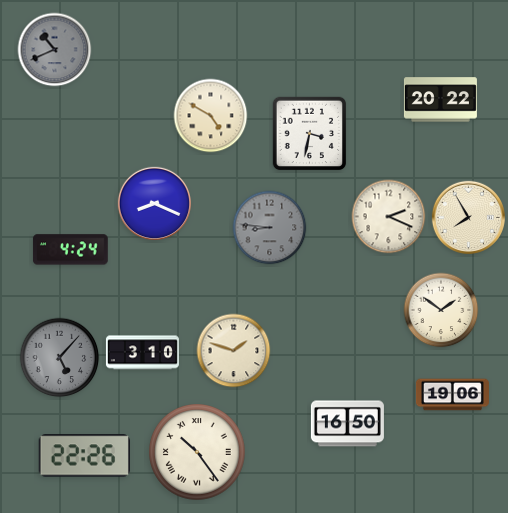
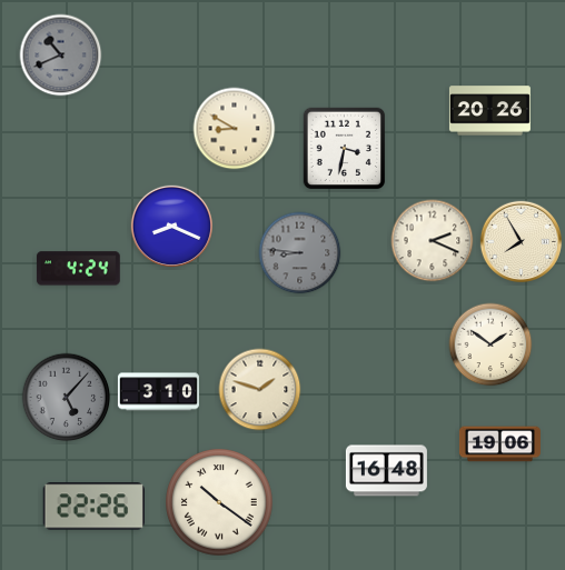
clock at (440, 100): 20:22 -> 20:26
clock at (211, 116): 4:50 -> 8:50
clock at (70, 250) position: (70, 250) -> (78, 269)
clock at (452, 395) position: (452, 395) -> (499, 444)
clock at (347, 424): 16:50 -> 16:48
clock at (197, 452): 10:24 -> 10:21
